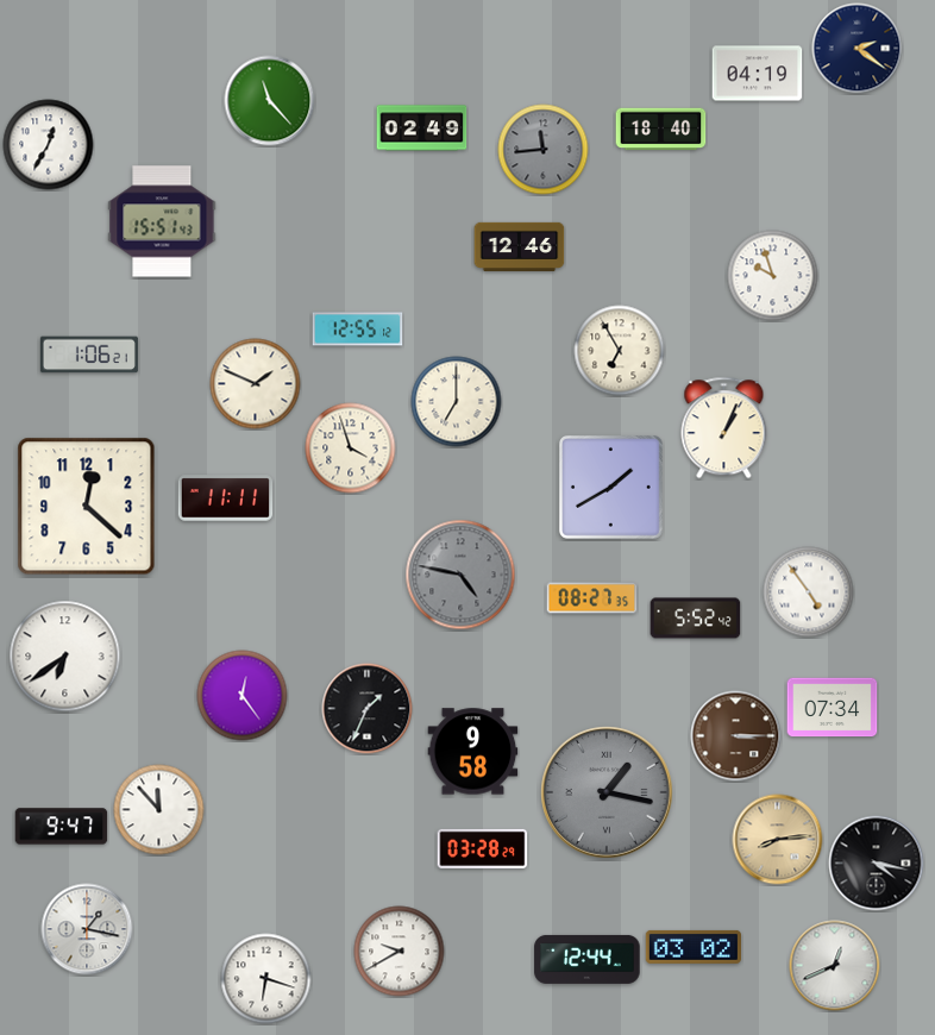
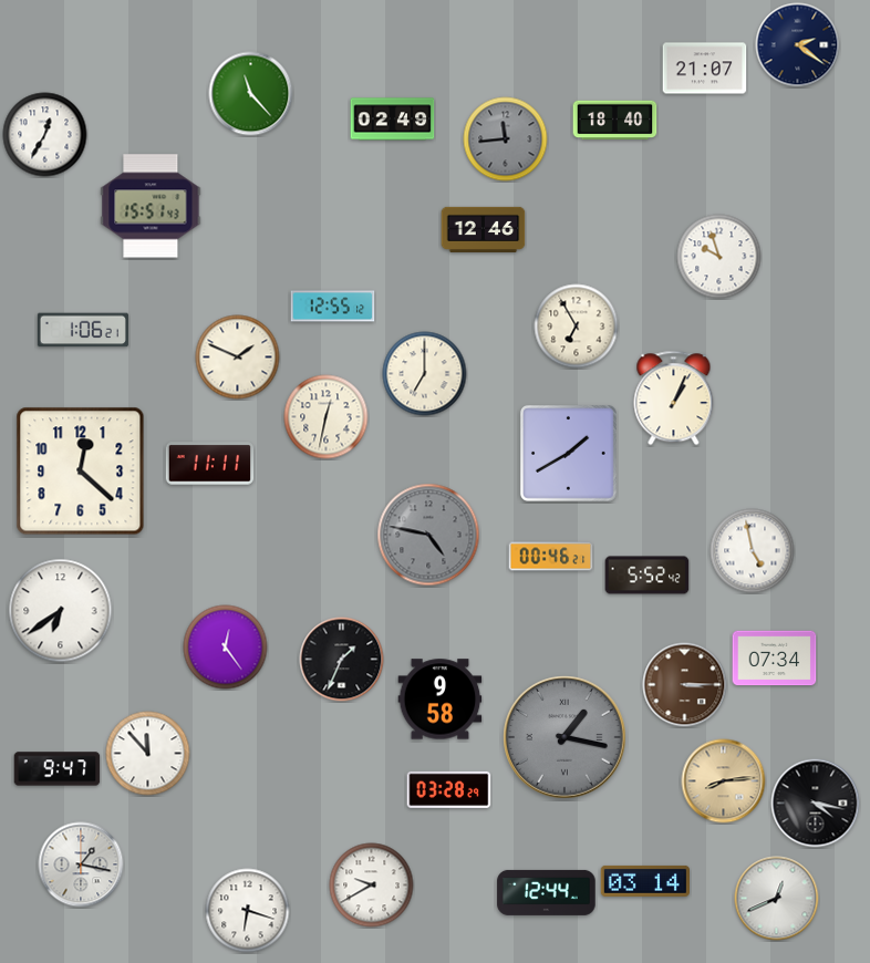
clock at (758, 74): 04:19 -> 21:07
clock at (351, 448): 3:57 -> 12:32
clock at (809, 592): 4:54 -> 4:58
clock at (592, 598): 08:27 -> 00:46
clock at (692, 947): 03:02 -> 03:14
